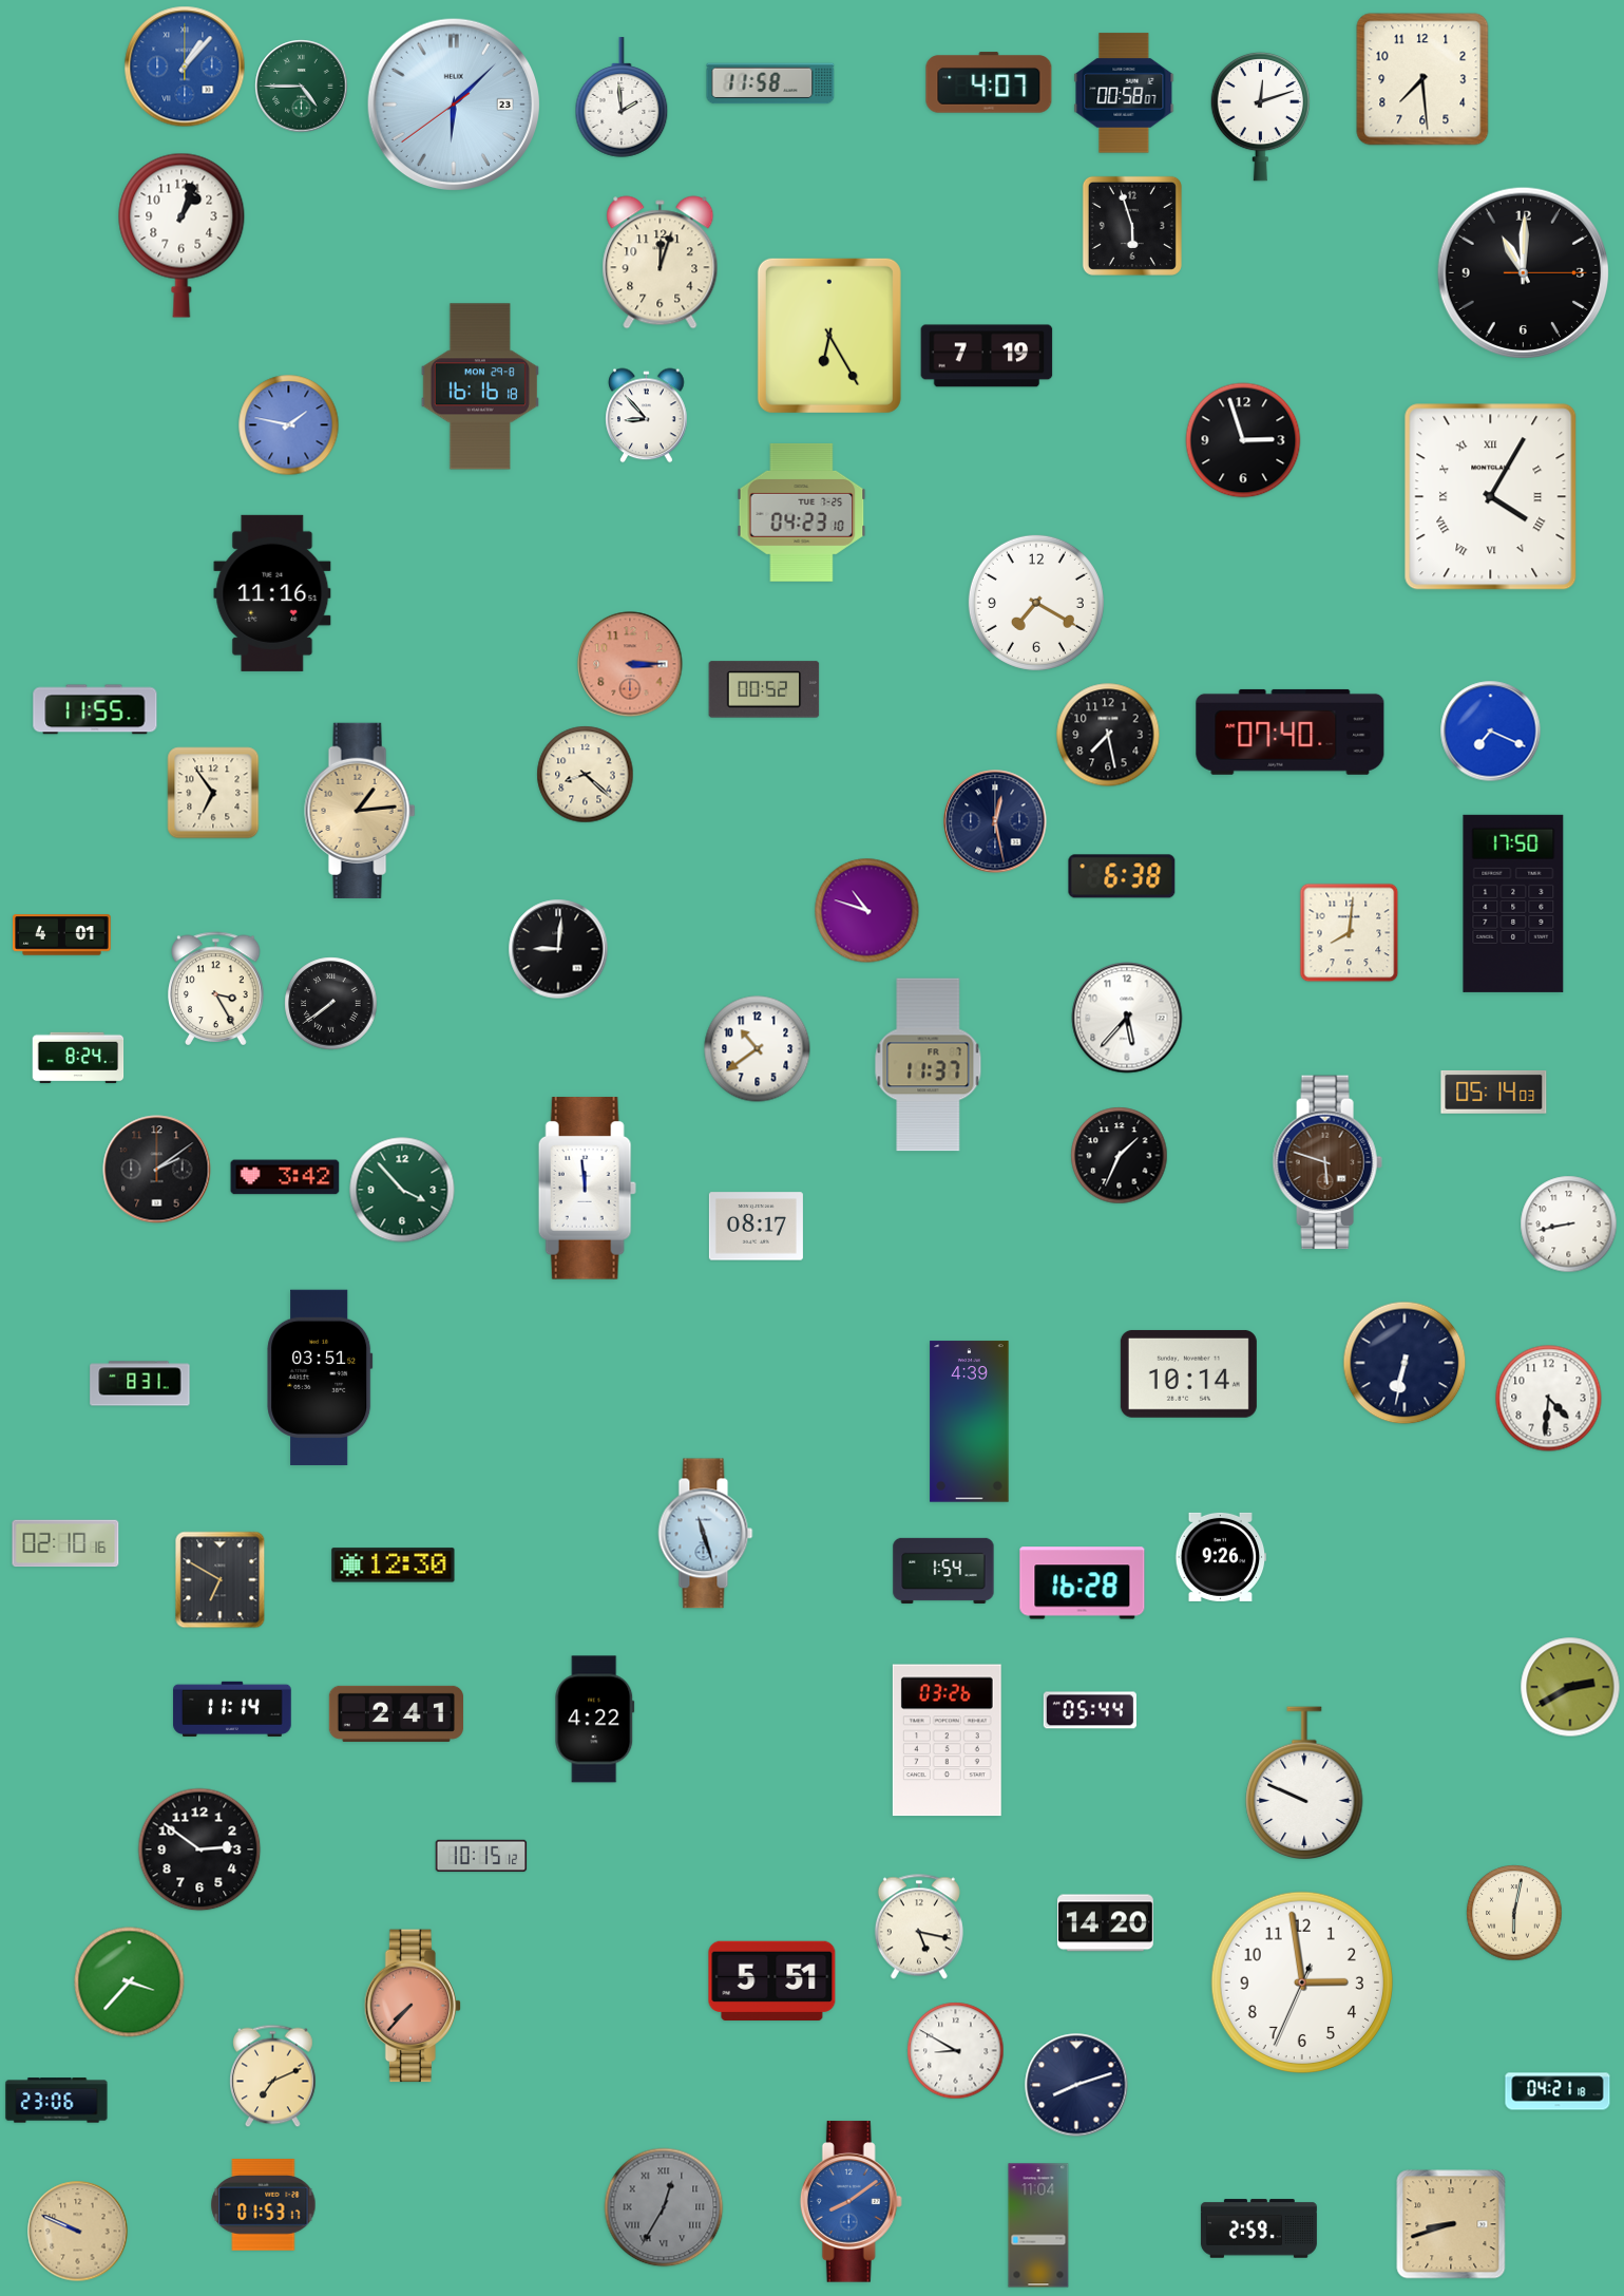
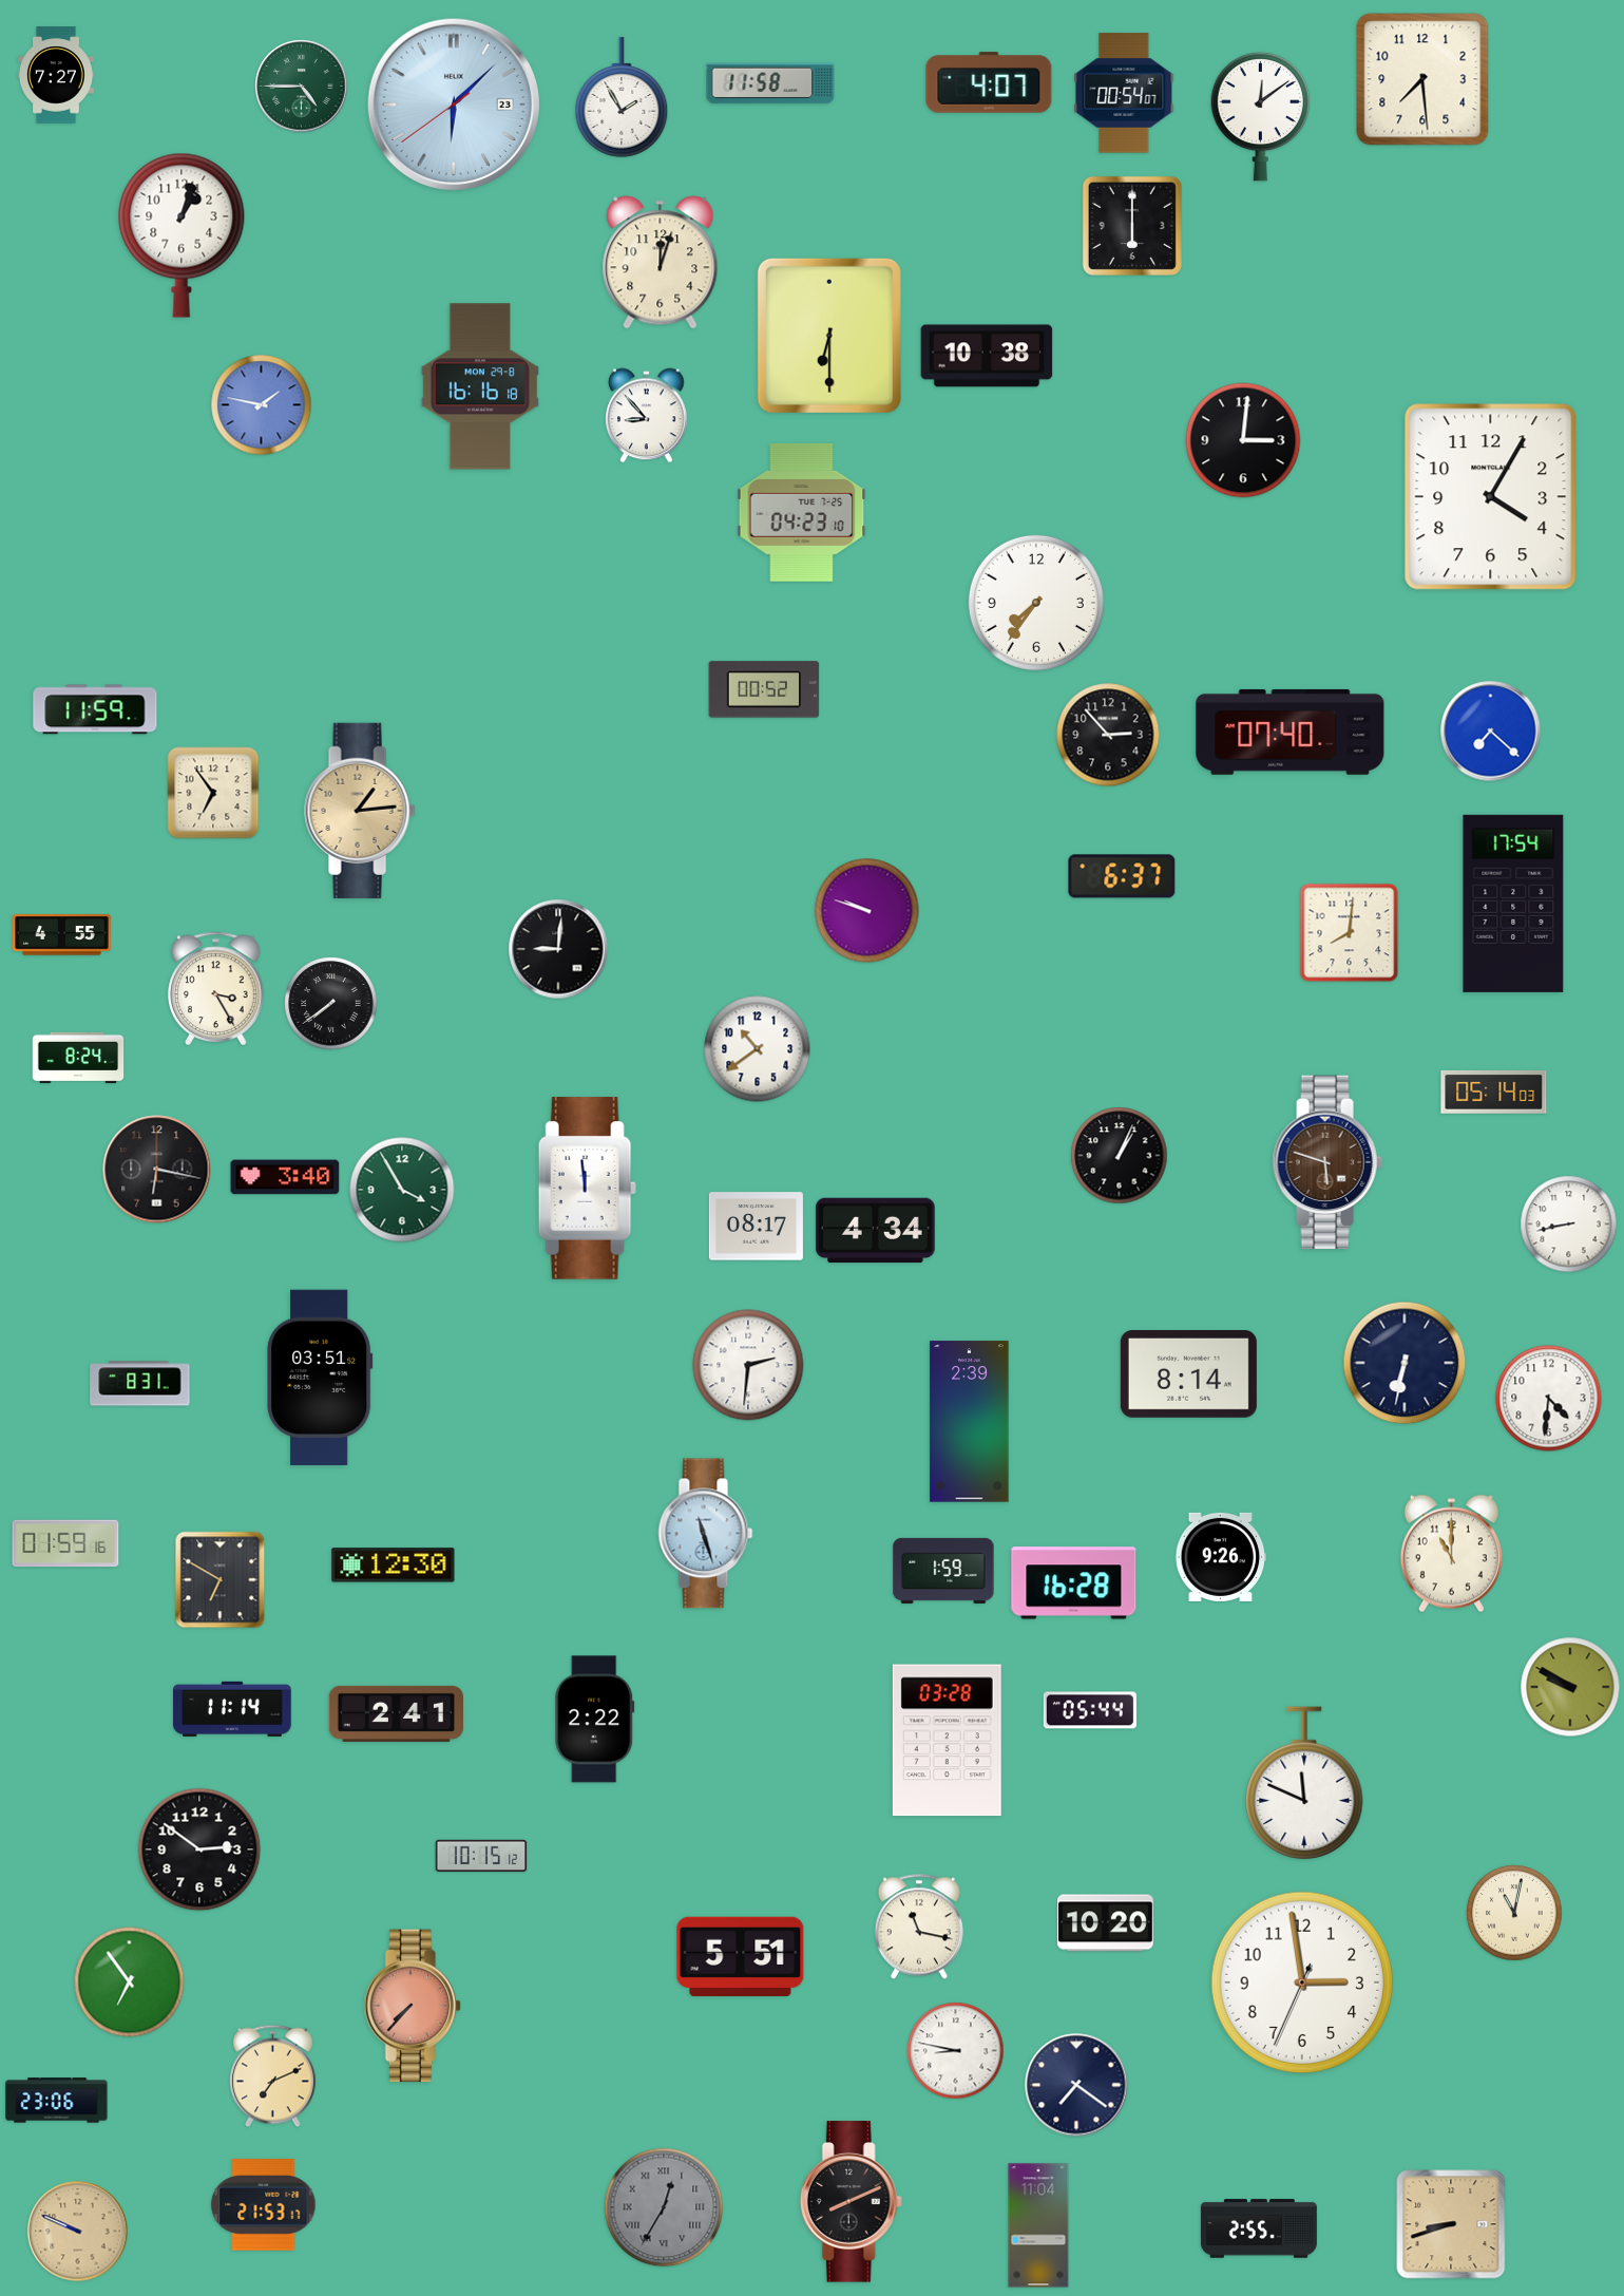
clock at (185, 67): 1:07 -> none
clock at (56, 75): none -> 7:27
clock at (1124, 93): 00:58 -> 00:54
clock at (622, 97): 1:59 -> 1:55
clock at (1260, 116): 12:12 -> 12:09
clock at (1132, 226): 5:57 -> 6:00
clock at (1524, 273): 11:00 -> none
clock at (829, 336): 6:25 -> 6:30
clock at (987, 356): 7:19 -> 10:38
clock at (289, 425) position: (289, 425) -> (262, 405)
clock at (1243, 440): 2:57 -> 3:01
clock at (1491, 497) numerals: Roman -> Arabic
clock at (272, 593): 11:16 -> none
clock at (1036, 603): 7:20 -> 7:36
clock at (630, 664): 3:15 -> none
clock at (95, 709): 11:55 -> 11:59
clock at (1491, 732): 7:19 -> 7:22
clock at (1108, 735): 7:28 -> 2:53
clock at (586, 775): 8:22 -> none
clock at (995, 821): 12:28 -> none
clock at (1122, 876): 6:38 -> 6:37
clock at (1513, 904): 17:50 -> 17:54
clock at (867, 911): 10:48 -> 9:48
clock at (62, 935): 4:01 -> 4:55
clock at (1127, 1018): 5:37 -> none
clock at (929, 1065): 11:37 -> none
clock at (1120, 1156): 1:34 -> 1:04
clock at (157, 1170): 2:09 -> 6:17
clock at (285, 1177): 3:42 -> 3:40
clock at (402, 1190): 3:53 -> 3:55
clock at (876, 1231): none -> 4:34
clock at (748, 1365): none -> 2:31
clock at (1188, 1373): 10:14 -> 8:14
clock at (970, 1422): 4:39 -> 2:39
clock at (65, 1543): 02:10 -> 01:59
clock at (1451, 1554): none -> 11:00
clock at (943, 1571): 1:54 -> 1:59
clock at (1083, 1583) position: (1083, 1583) -> (1074, 1583)
clock at (1570, 1687): 2:40 -> 9:50
clock at (595, 1720): 4:22 -> 2:22
clock at (947, 1741): 03:26 -> 03:28
clock at (1304, 1784): 9:49 -> 11:49
clock at (1514, 1913): 6:02 -> 11:02
clock at (1105, 1923): 14:20 -> 10:20
clock at (919, 1927): 5:17 -> 11:17
clock at (772, 1980) position: (772, 1980) -> (741, 1956)
clock at (130, 1982): 3:37 -> 6:54
clock at (956, 2051): 8:50 -> 8:47
clock at (1076, 2085): 8:12 -> 7:21
clock at (1558, 2091): 04:21 -> none
clock at (851, 2202): 8:09 -> 8:11
clock at (851, 2202) dial: blue -> black
clock at (264, 2205): 01:53 -> 21:53
clock at (1259, 2228): 2:59 -> 2:55
